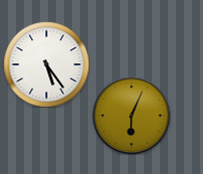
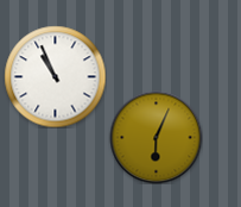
clock at (46, 64): 5:24 -> 10:56
